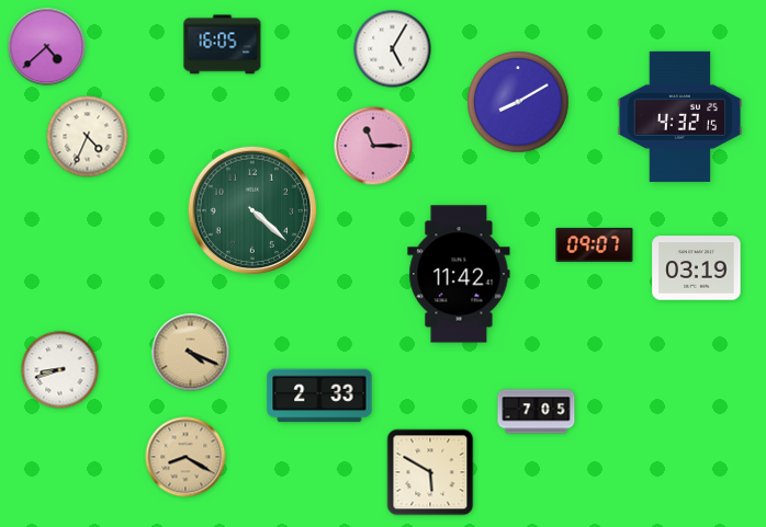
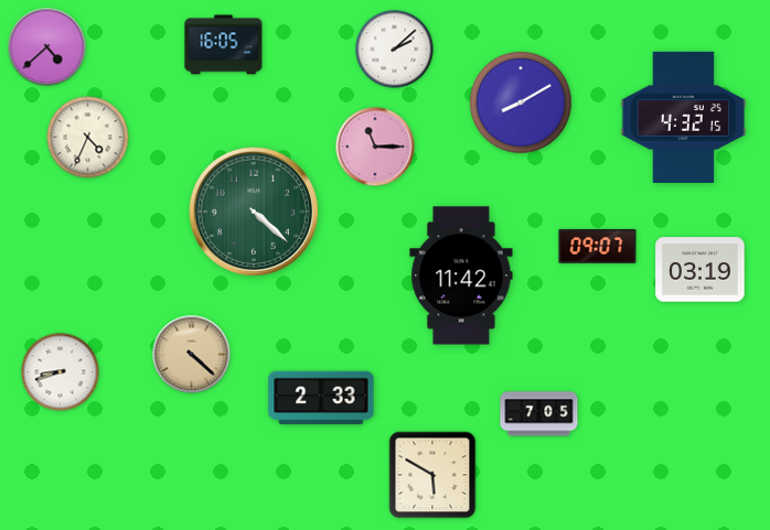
clock at (393, 49): 5:05 -> 2:08
clock at (191, 353): 4:19 -> 4:22
clock at (185, 457): 8:20 -> none
